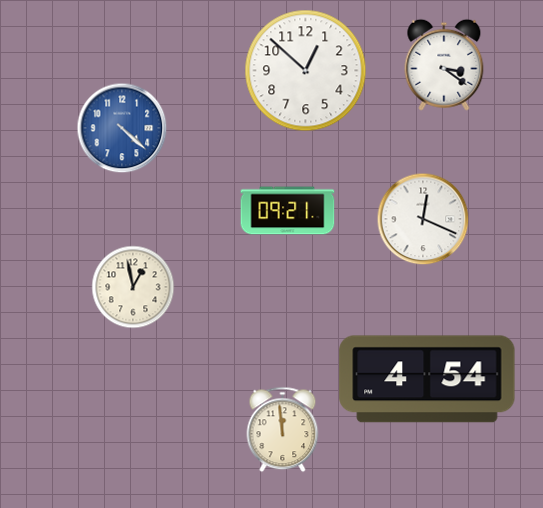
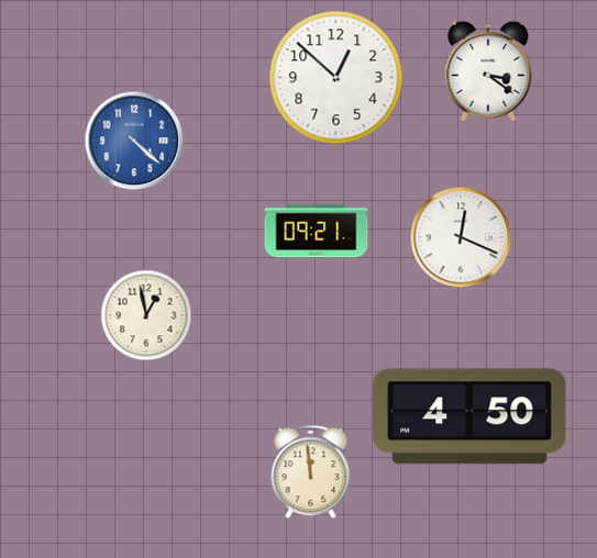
clock at (423, 219) position: (423, 219) -> (461, 237)
clock at (427, 379): 4:54 -> 4:50
